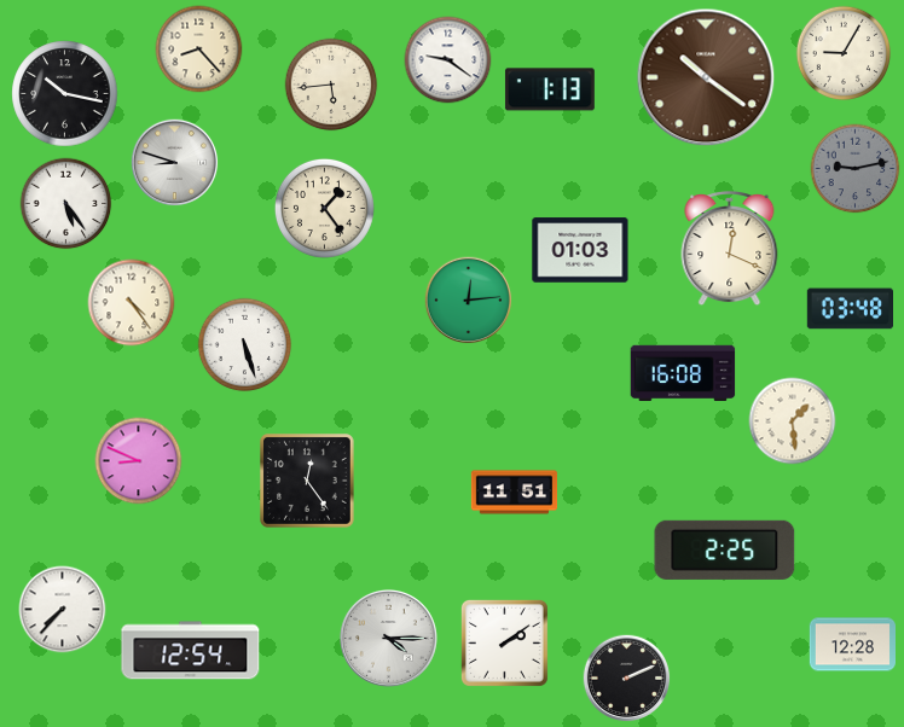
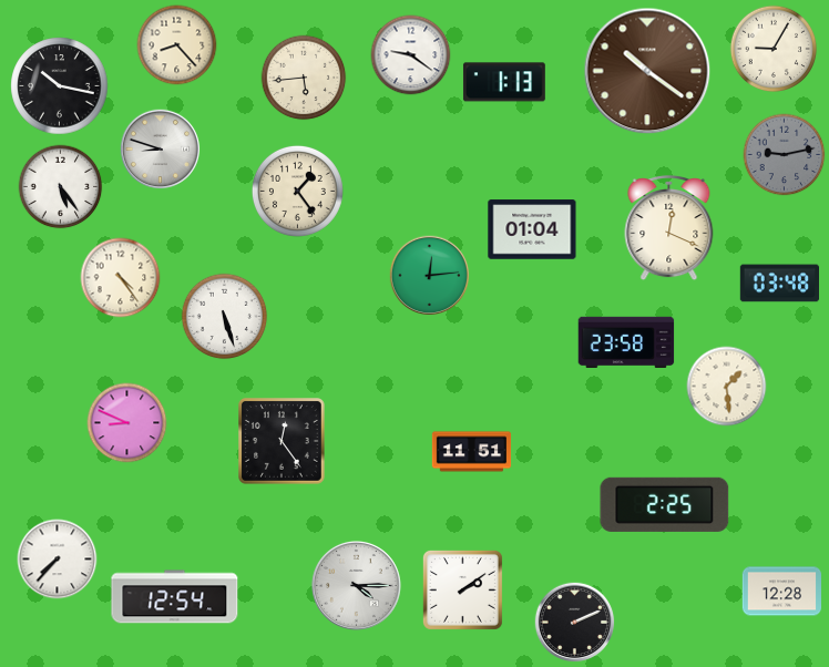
clock at (199, 50) position: (199, 50) -> (177, 45)
clock at (580, 250): 01:03 -> 01:04
clock at (683, 372): 16:08 -> 23:58
